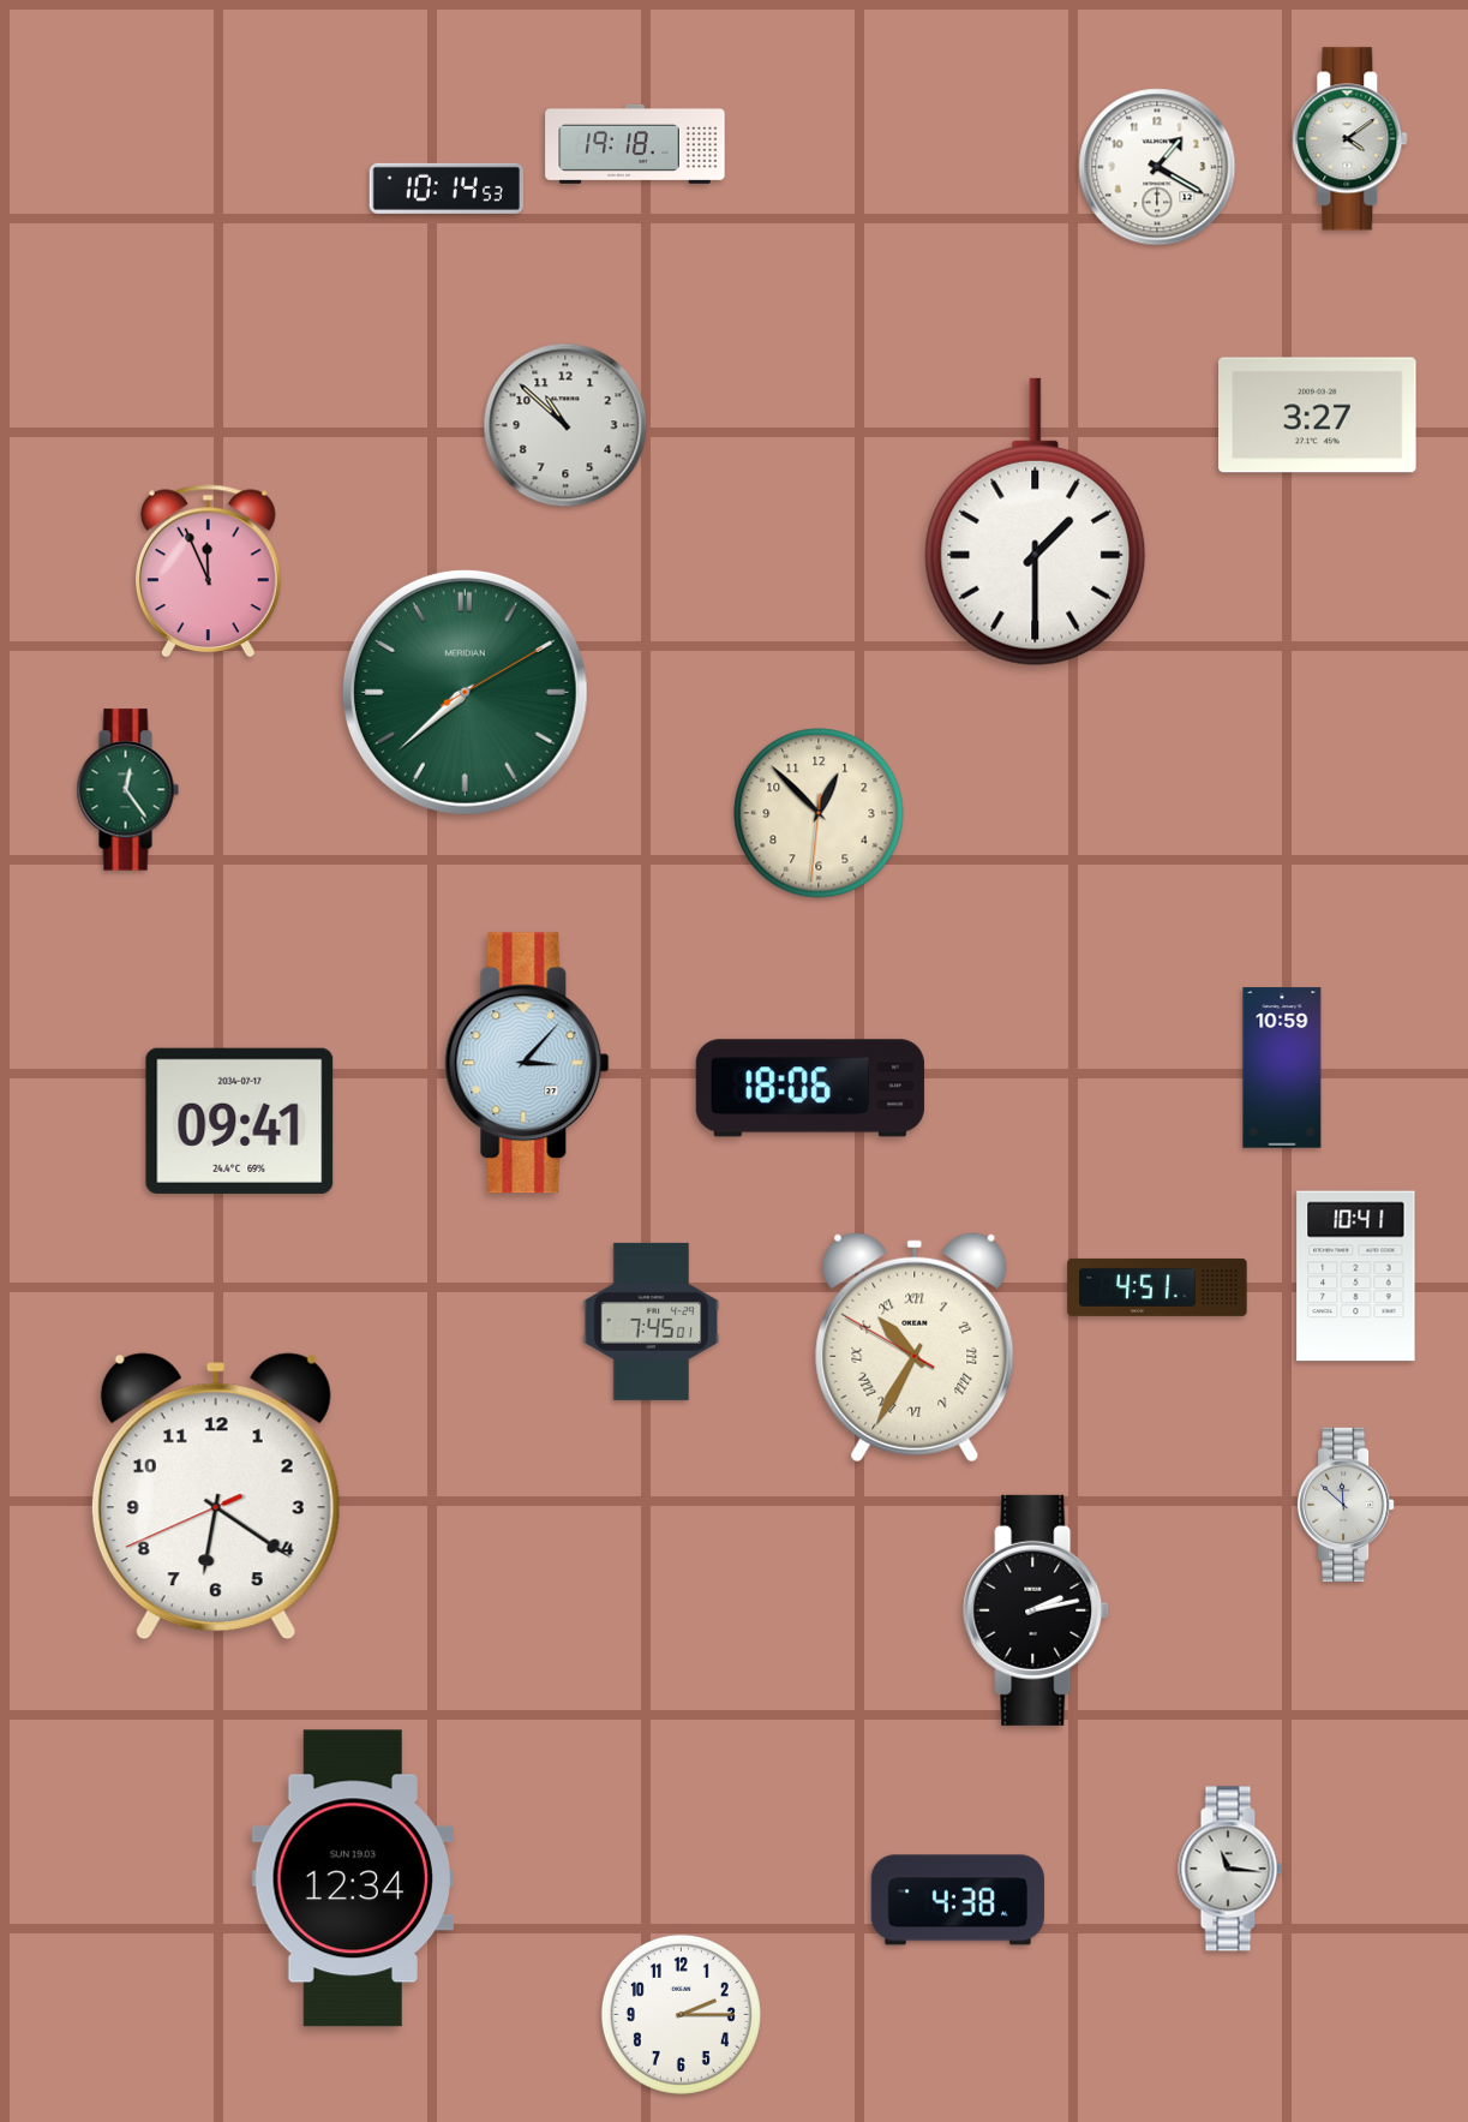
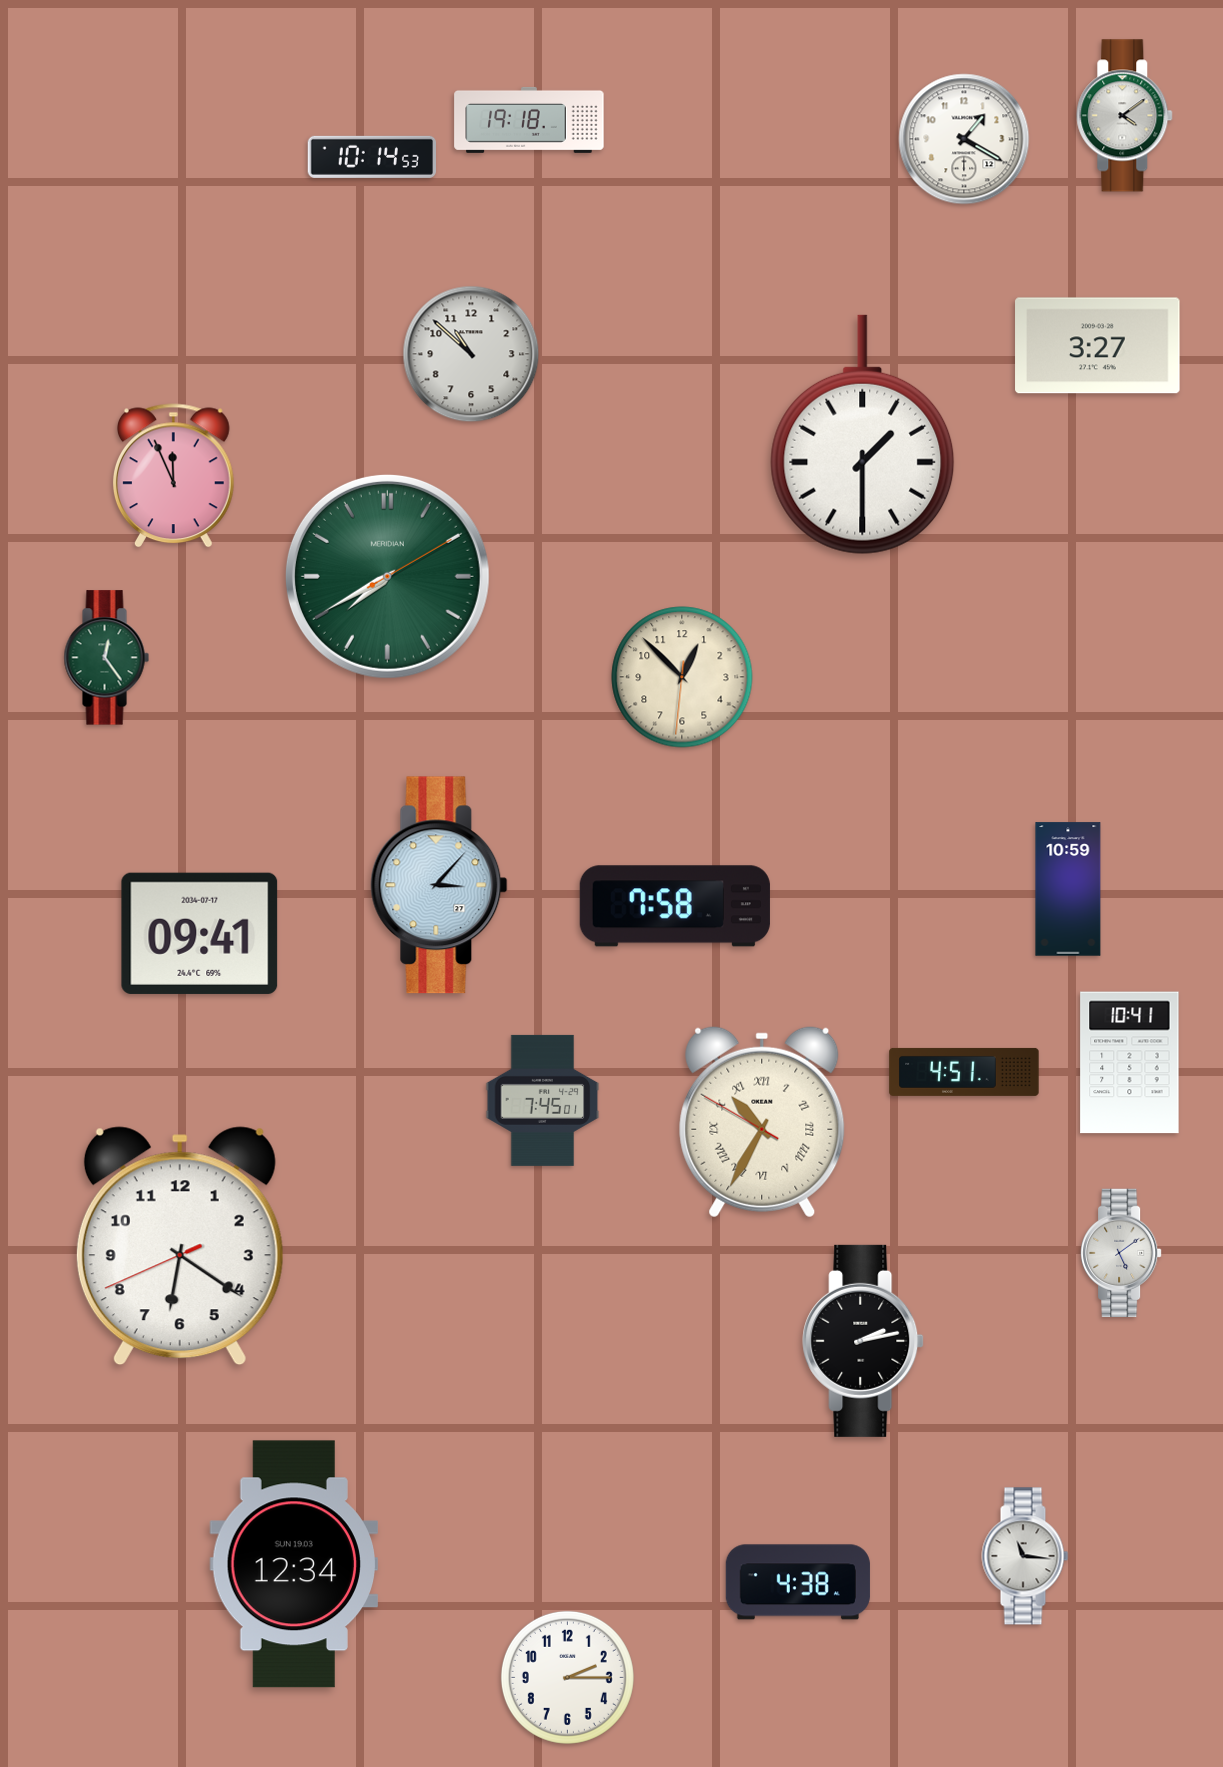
clock at (465, 692): 7:38 -> 7:40
clock at (810, 1088): 18:06 -> 7:58
clock at (1346, 1505): 11:52 -> 5:09
